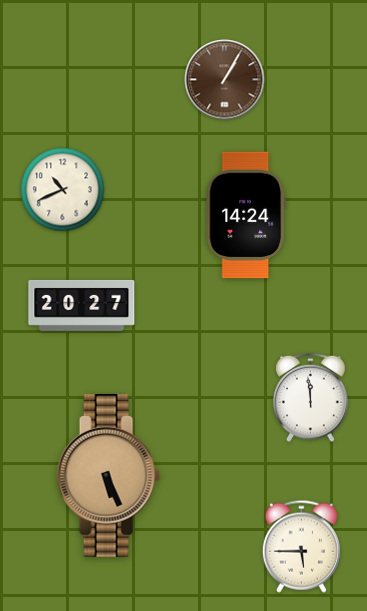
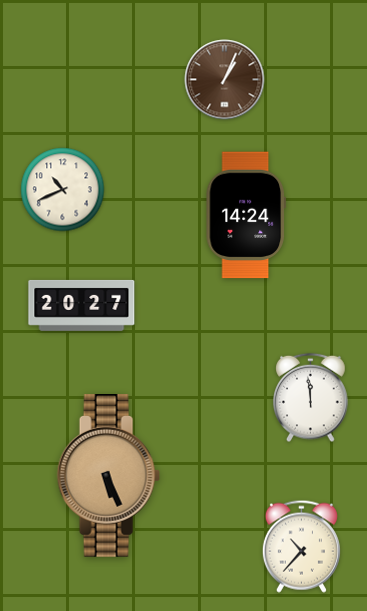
clock at (225, 80): 1:05 -> 1:04
clock at (301, 546): 5:45 -> 10:37
